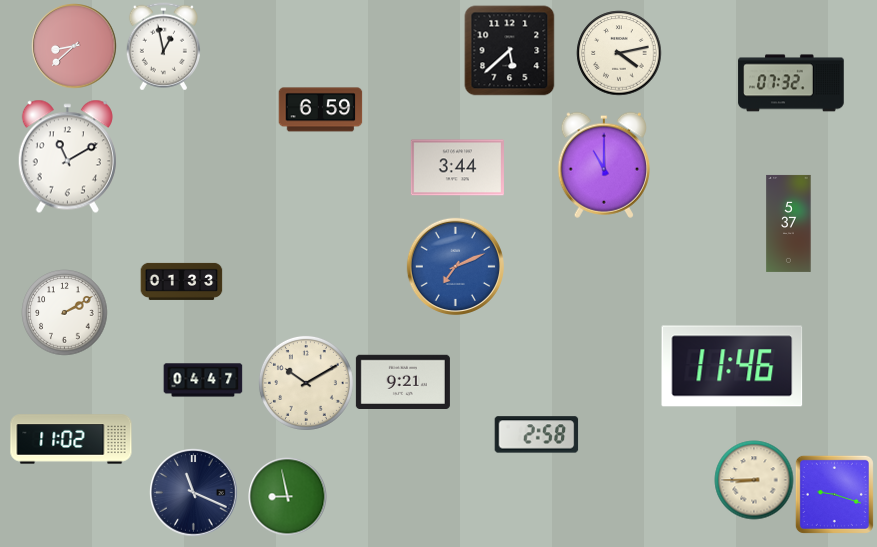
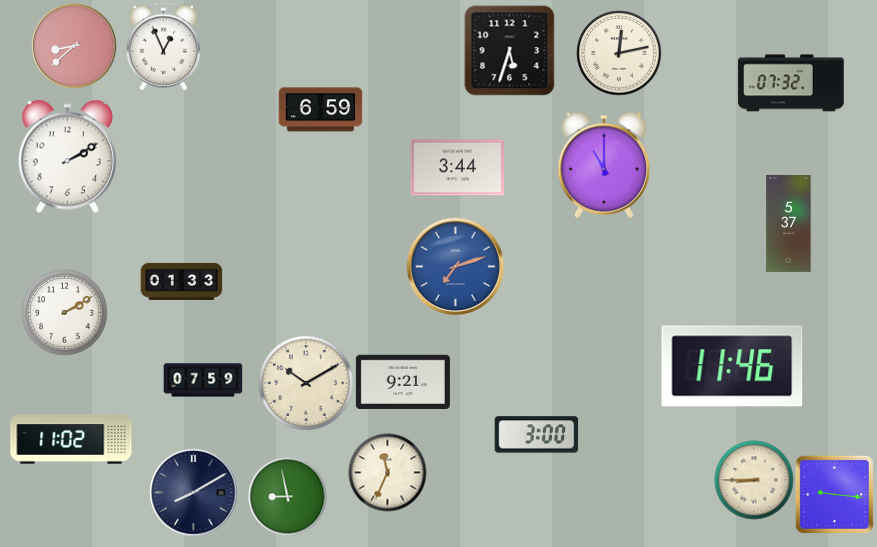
clock at (163, 46): 12:58 -> 12:56
clock at (509, 50): 5:38 -> 5:33
clock at (619, 53): 4:13 -> 12:13
clock at (67, 156): 11:10 -> 2:10
clock at (455, 266): 7:11 -> 7:12
clock at (203, 380): 04:47 -> 07:59
clock at (536, 435): 2:58 -> 3:00
clock at (387, 472): none -> 11:34
clock at (193, 492): 11:19 -> 8:10
clock at (834, 494): 9:18 -> 9:16
